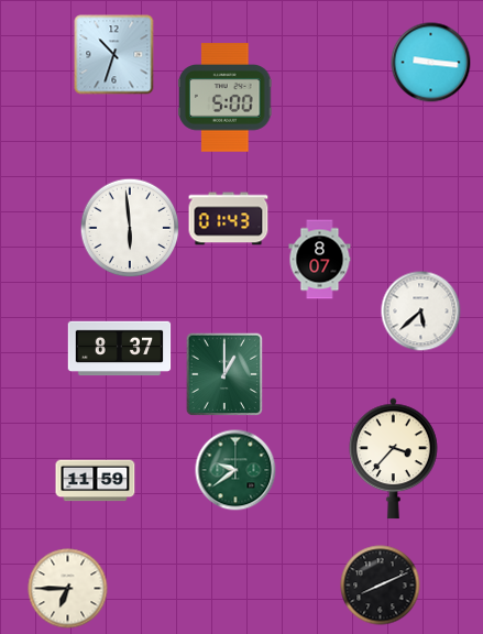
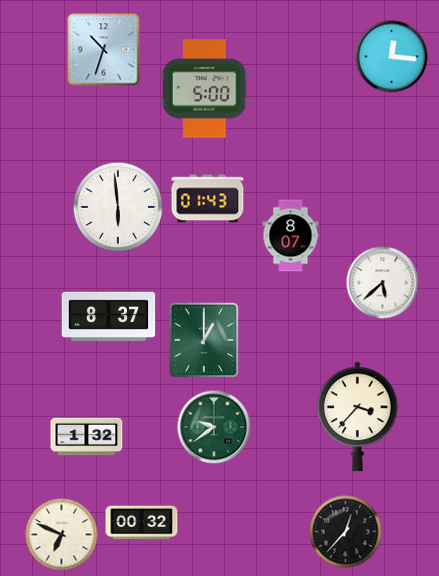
clock at (431, 63): 9:16 -> 12:16
clock at (96, 481): 11:59 -> 1:32
clock at (142, 523): none -> 00:32
clock at (381, 586): 8:11 -> 12:37
clock at (68, 589): 6:45 -> 6:49
